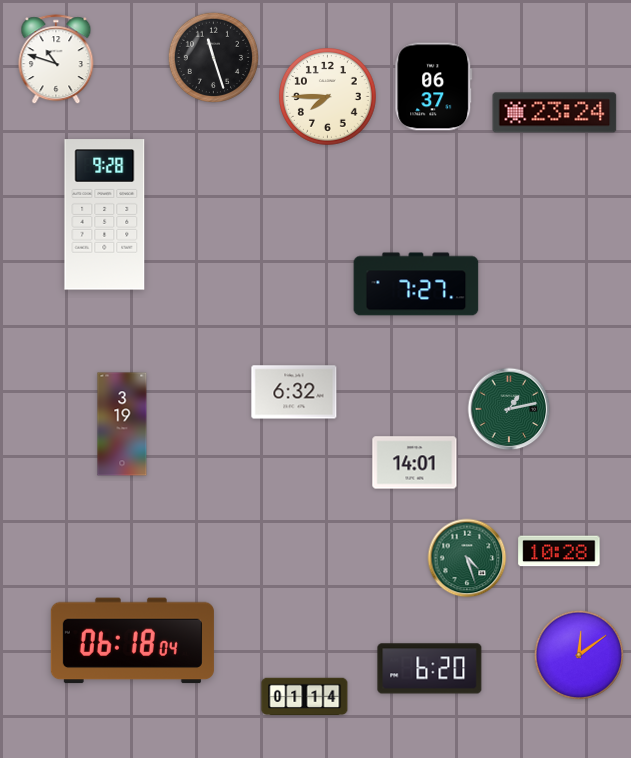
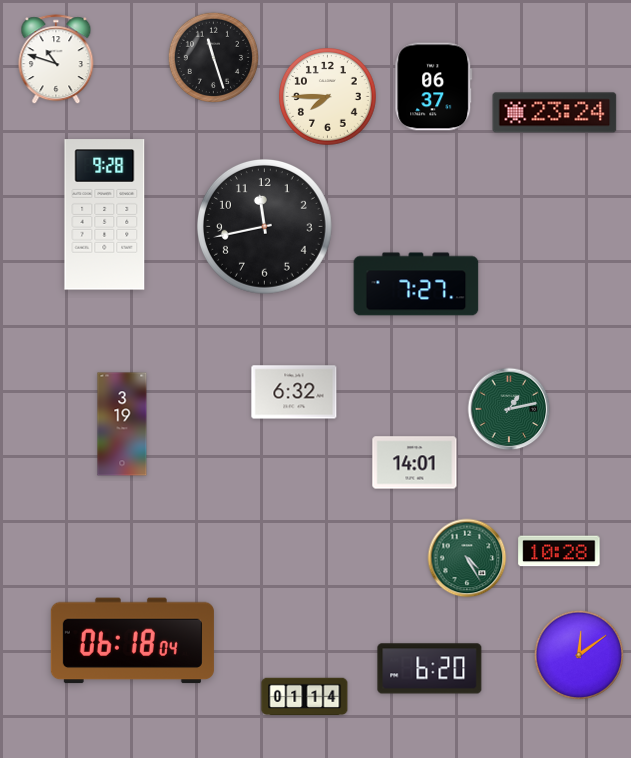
clock at (264, 226): none -> 11:43
clock at (467, 558): 4:27 -> 4:25
